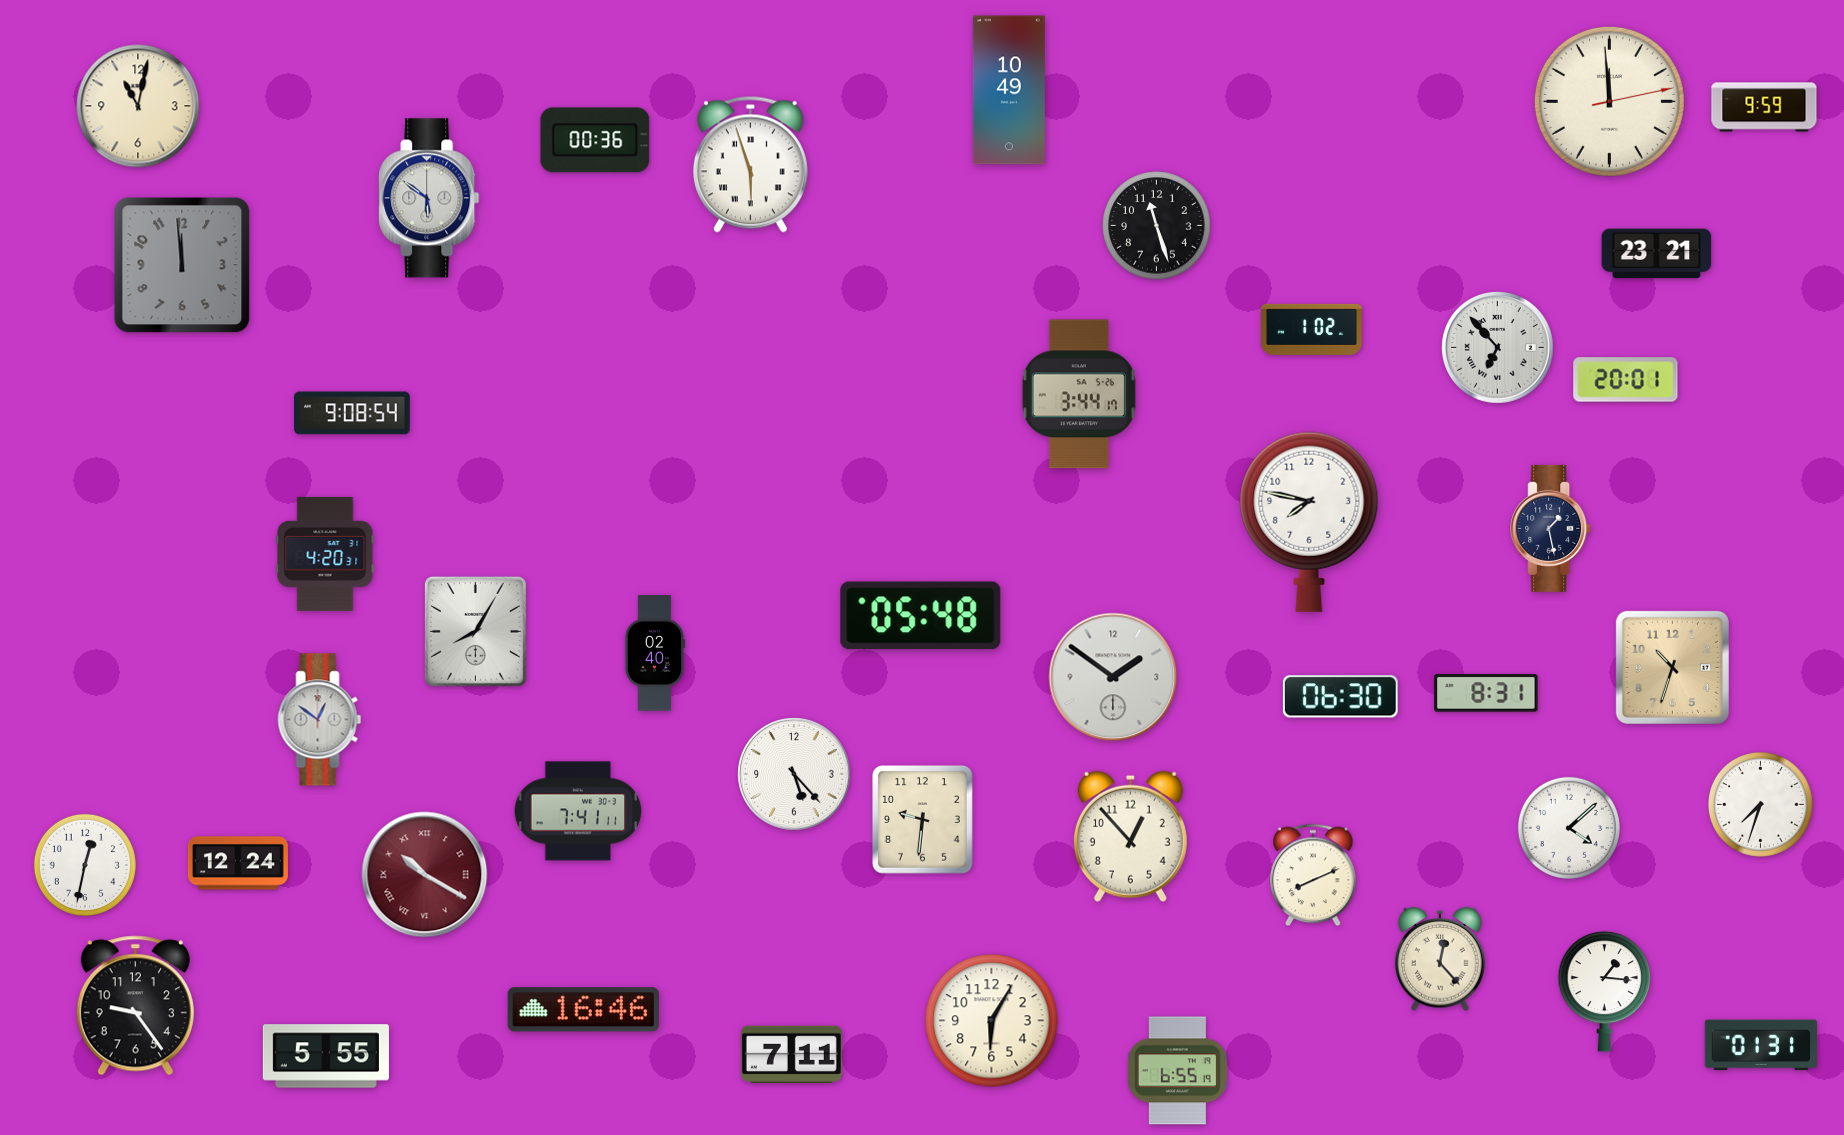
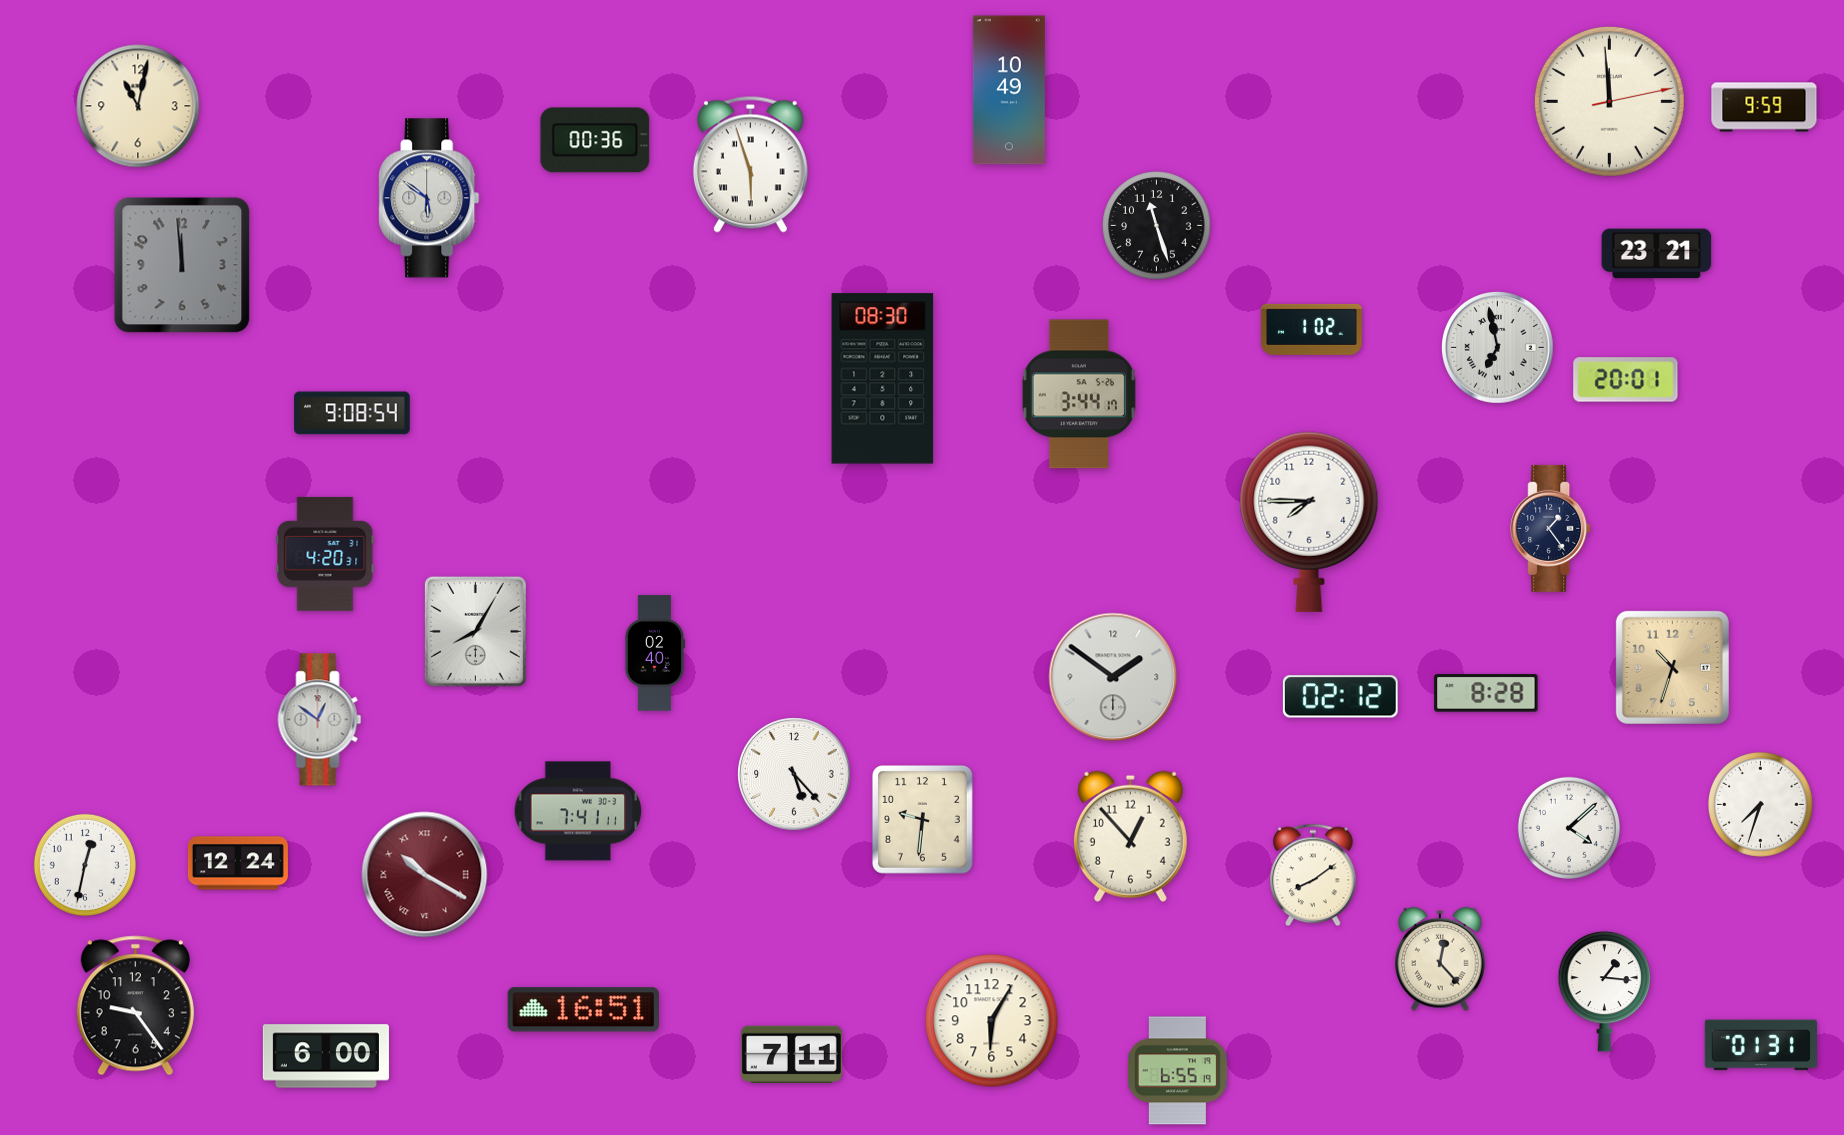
clock at (1498, 348): 6:53 -> 6:58
clock at (883, 379): none -> 08:30
clock at (1309, 522): 7:47 -> 7:45
clock at (1551, 528): 1:28 -> 1:24
clock at (921, 616): 05:48 -> none
clock at (1486, 693): 8:31 -> 8:28
clock at (1340, 697): 06:30 -> 02:12
clock at (1314, 875): 8:11 -> 8:09
clock at (583, 1010): 16:46 -> 16:51
clock at (326, 1056): 5:55 -> 6:00
